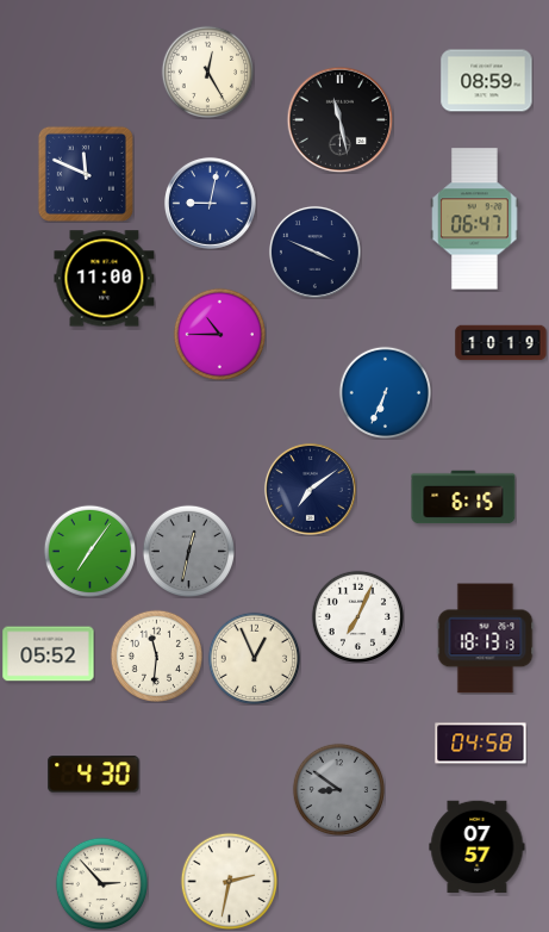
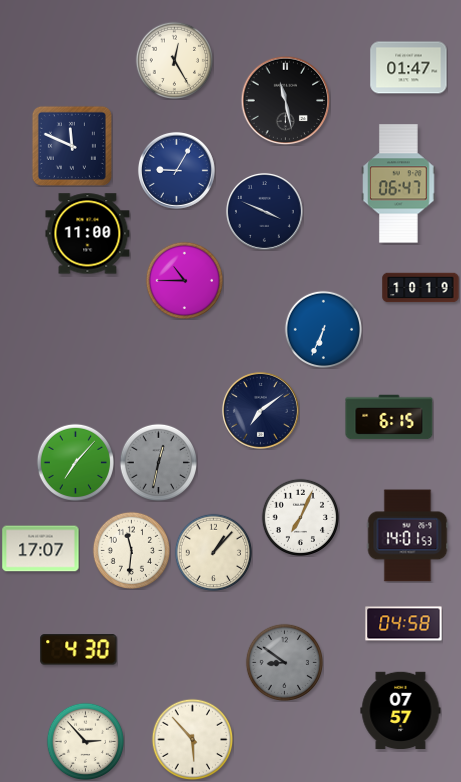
clock at (487, 81): 08:59 -> 01:47
clock at (210, 203): 9:02 -> 9:05
clock at (89, 551): 7:06 -> 7:07
clock at (486, 639): 18:13 -> 14:01
clock at (49, 654): 05:52 -> 17:07
clock at (254, 658): 12:56 -> 1:07
clock at (229, 881): 2:32 -> 5:53
